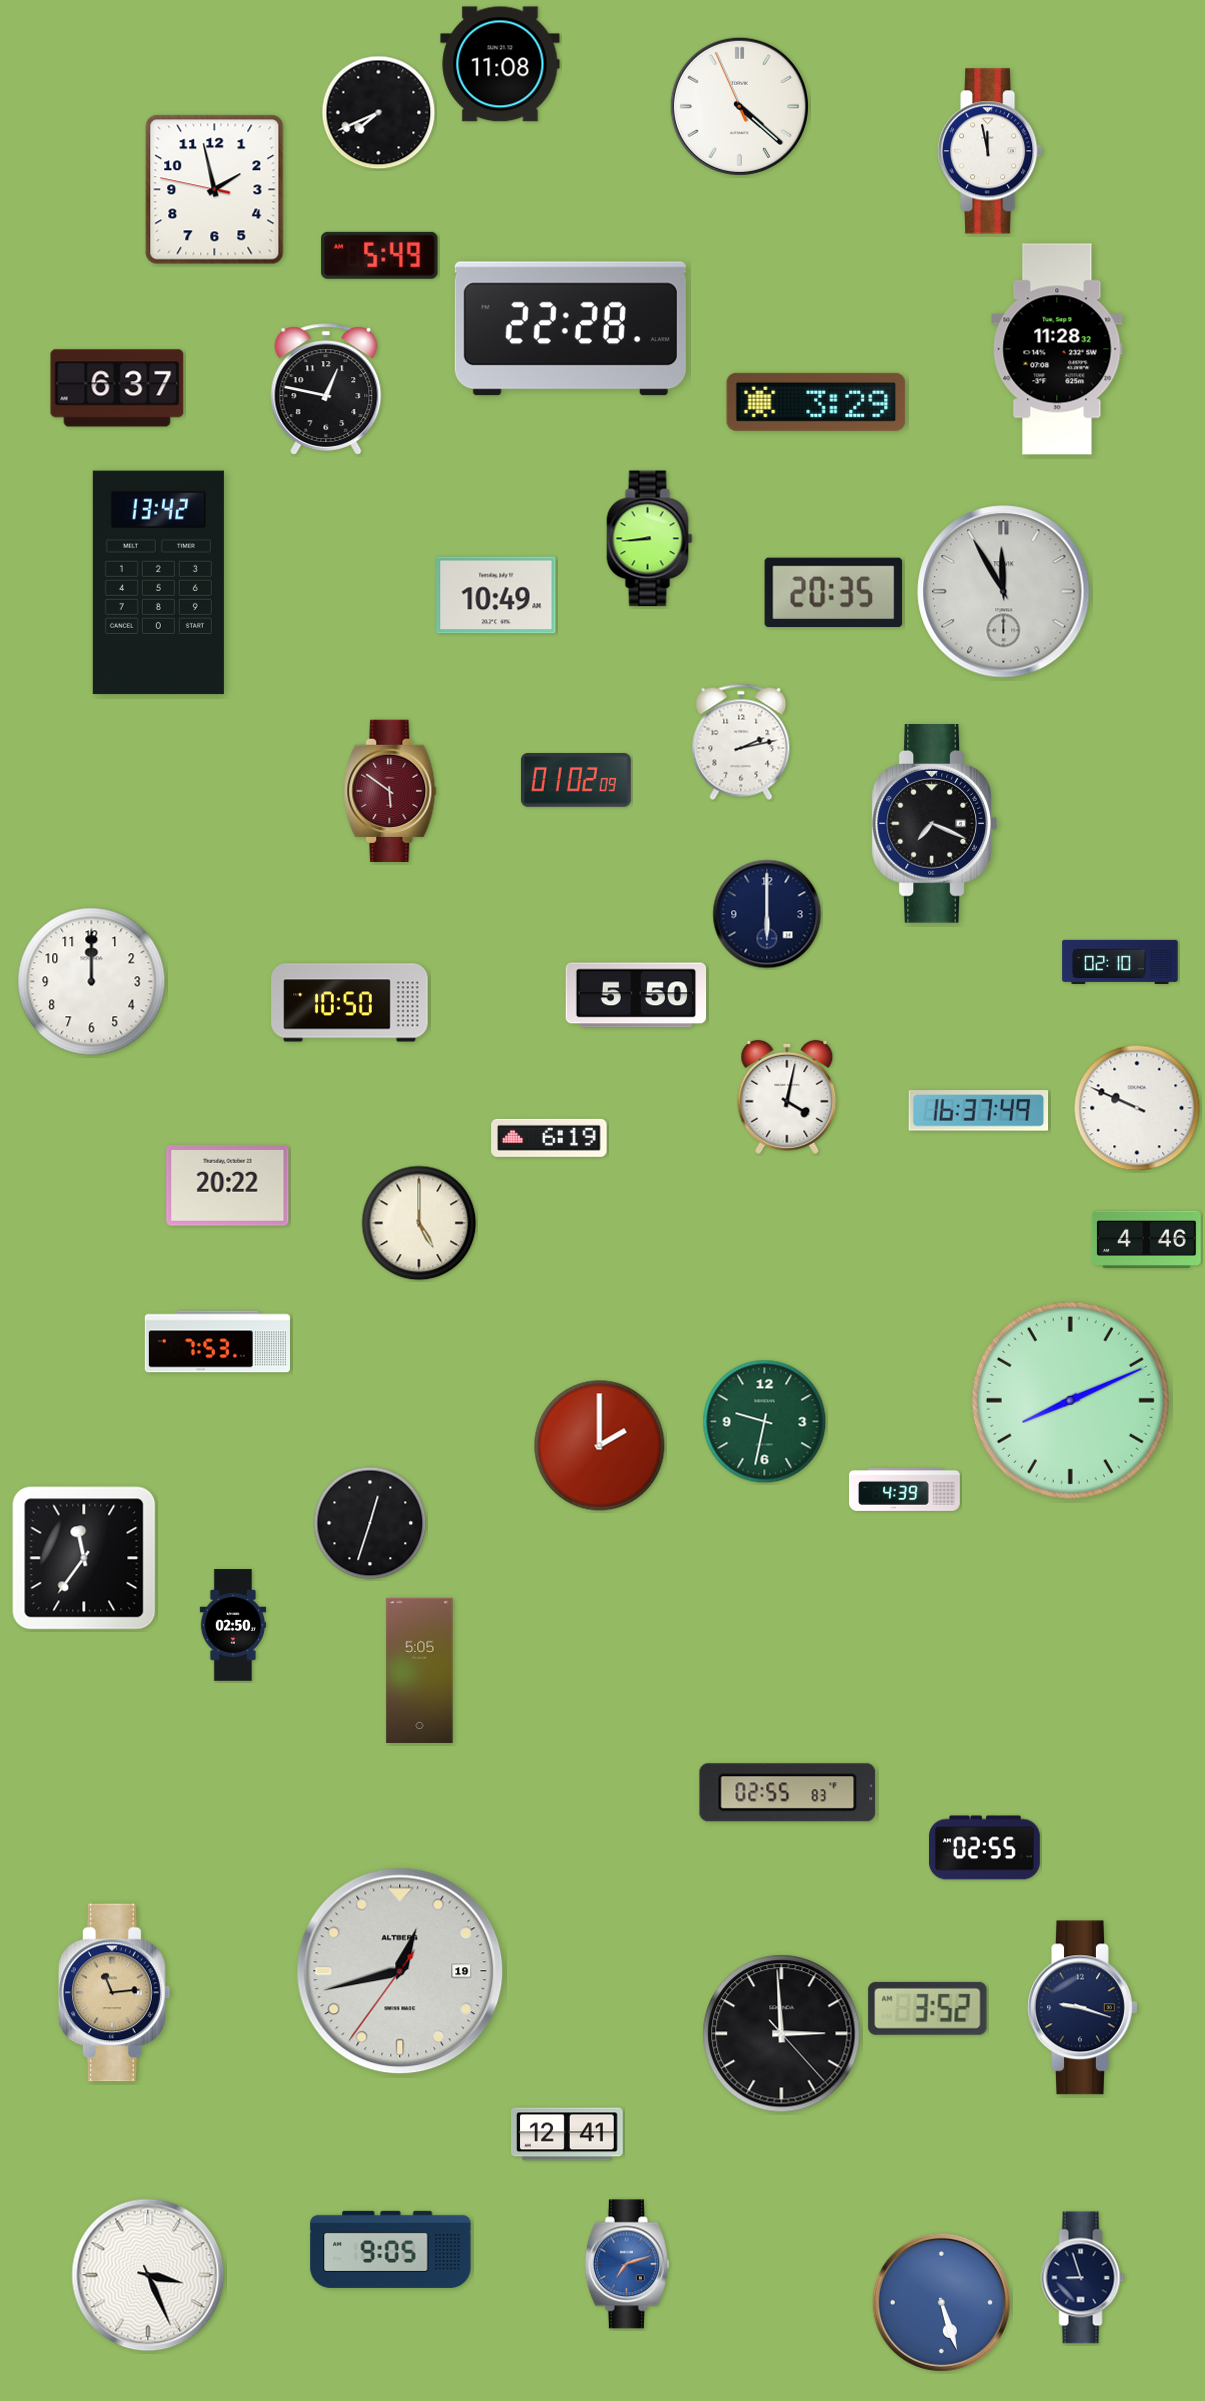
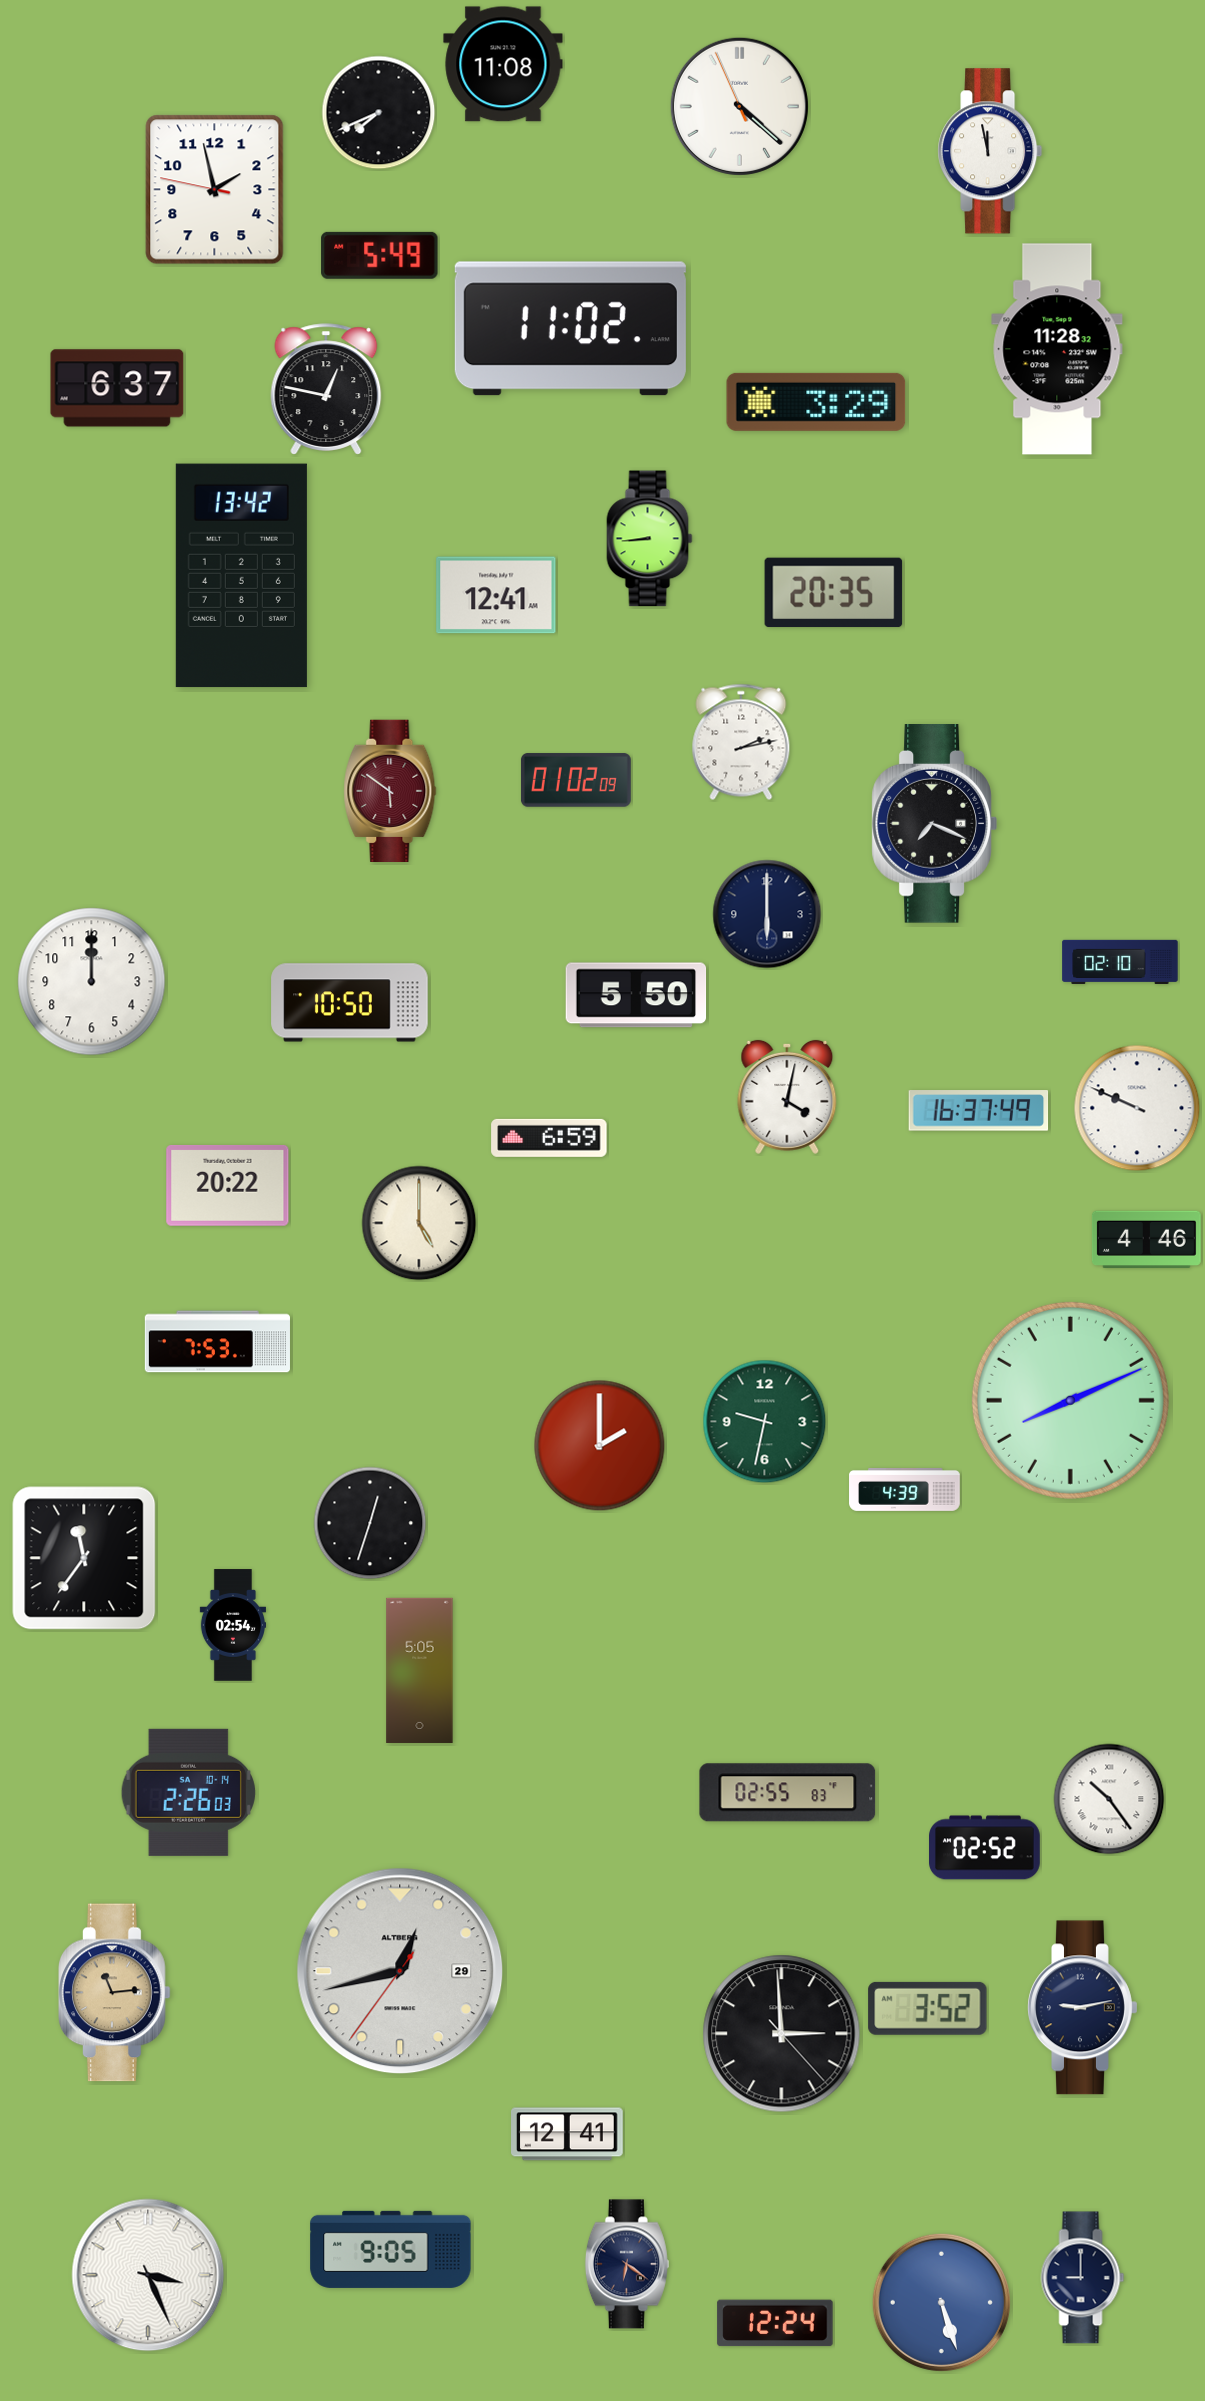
clock at (500, 64) position: (500, 64) -> (503, 64)
clock at (570, 329): 22:28 -> 11:02
clock at (158, 583) position: (158, 583) -> (241, 576)
clock at (1004, 592): 11:55 -> none
clock at (496, 595): 10:49 -> 12:41
clock at (549, 1138): 6:19 -> 6:59
clock at (232, 1625): 02:50 -> 02:54
clock at (188, 1792): none -> 2:26
clock at (1109, 1799): none -> 10:24
clock at (985, 1848): 02:55 -> 02:52
clock at (400, 1971) date: 19 -> 29
clock at (1083, 2008): 9:18 -> 9:13
clock at (627, 2264): 7:12 -> 6:21
clock at (627, 2264) dial: blue -> navy
clock at (1083, 2278): 8:57 -> 9:00
clock at (775, 2323): none -> 12:24
